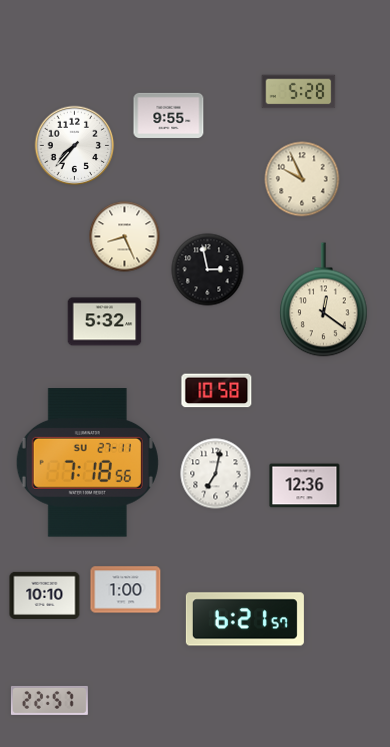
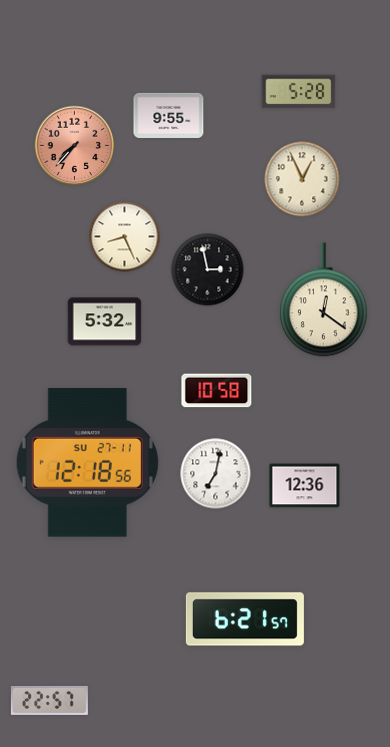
clock at (75, 146) dial: white -> salmon
clock at (302, 179): 9:56 -> 12:56
clock at (87, 463): 7:18 -> 12:18
clock at (126, 590): 1:00 -> none
clock at (45, 595): 10:10 -> none
